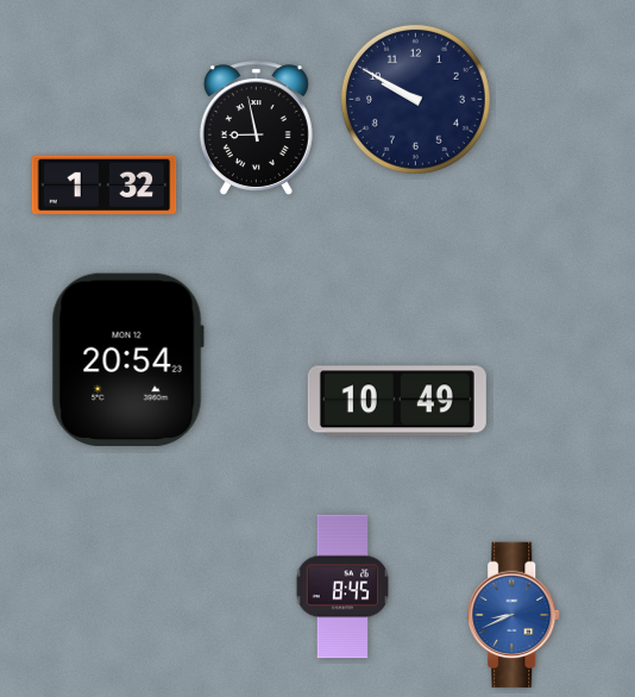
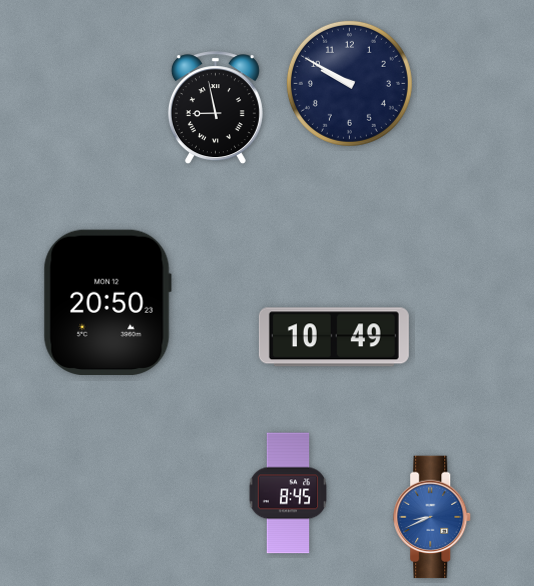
clock at (105, 186): 1:32 -> none
clock at (127, 359): 20:54 -> 20:50
